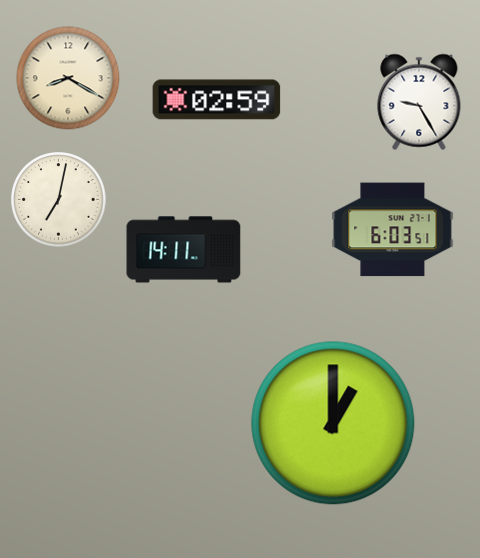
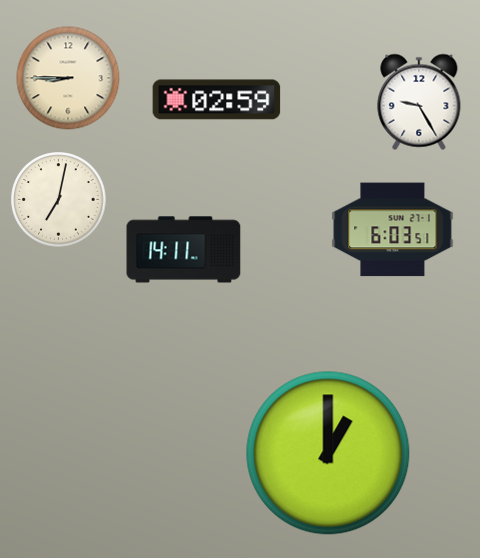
clock at (68, 78): 8:20 -> 8:45
clock at (333, 423) position: (333, 423) -> (328, 453)
